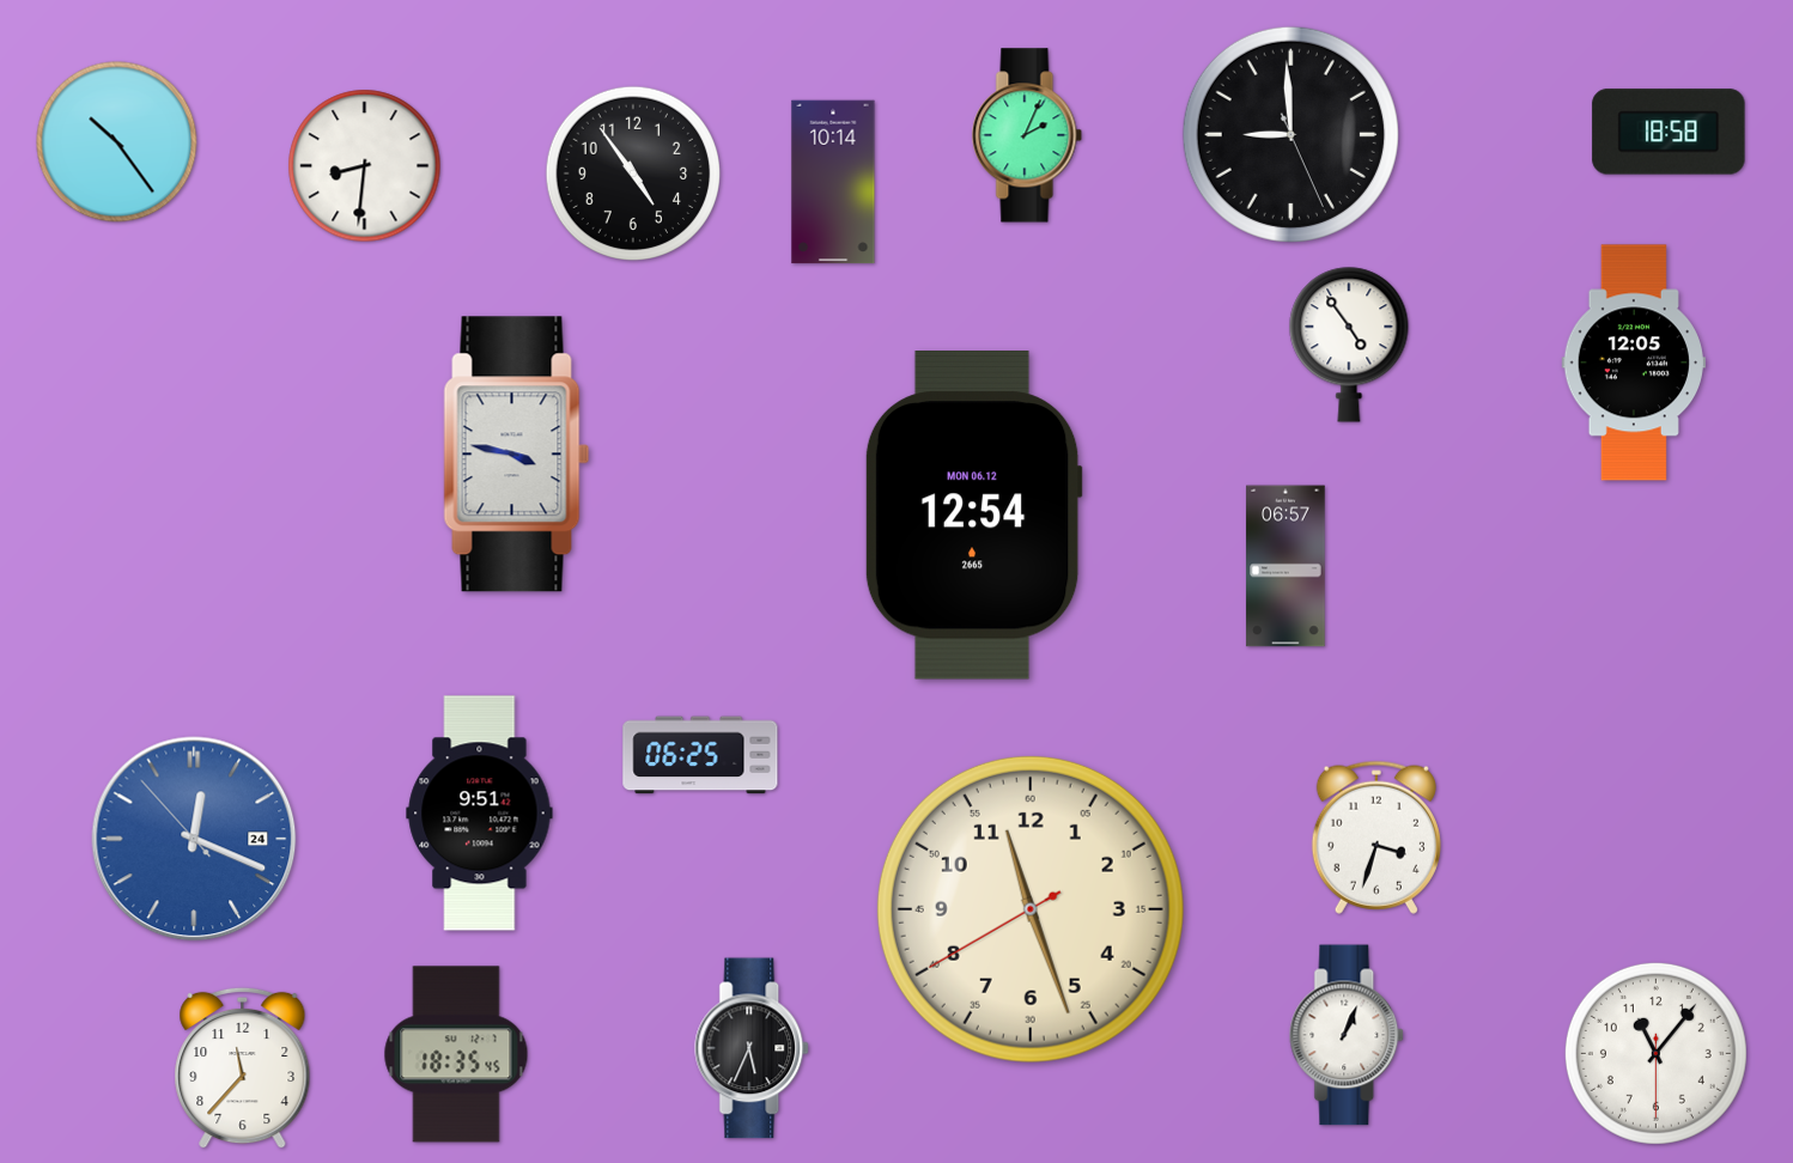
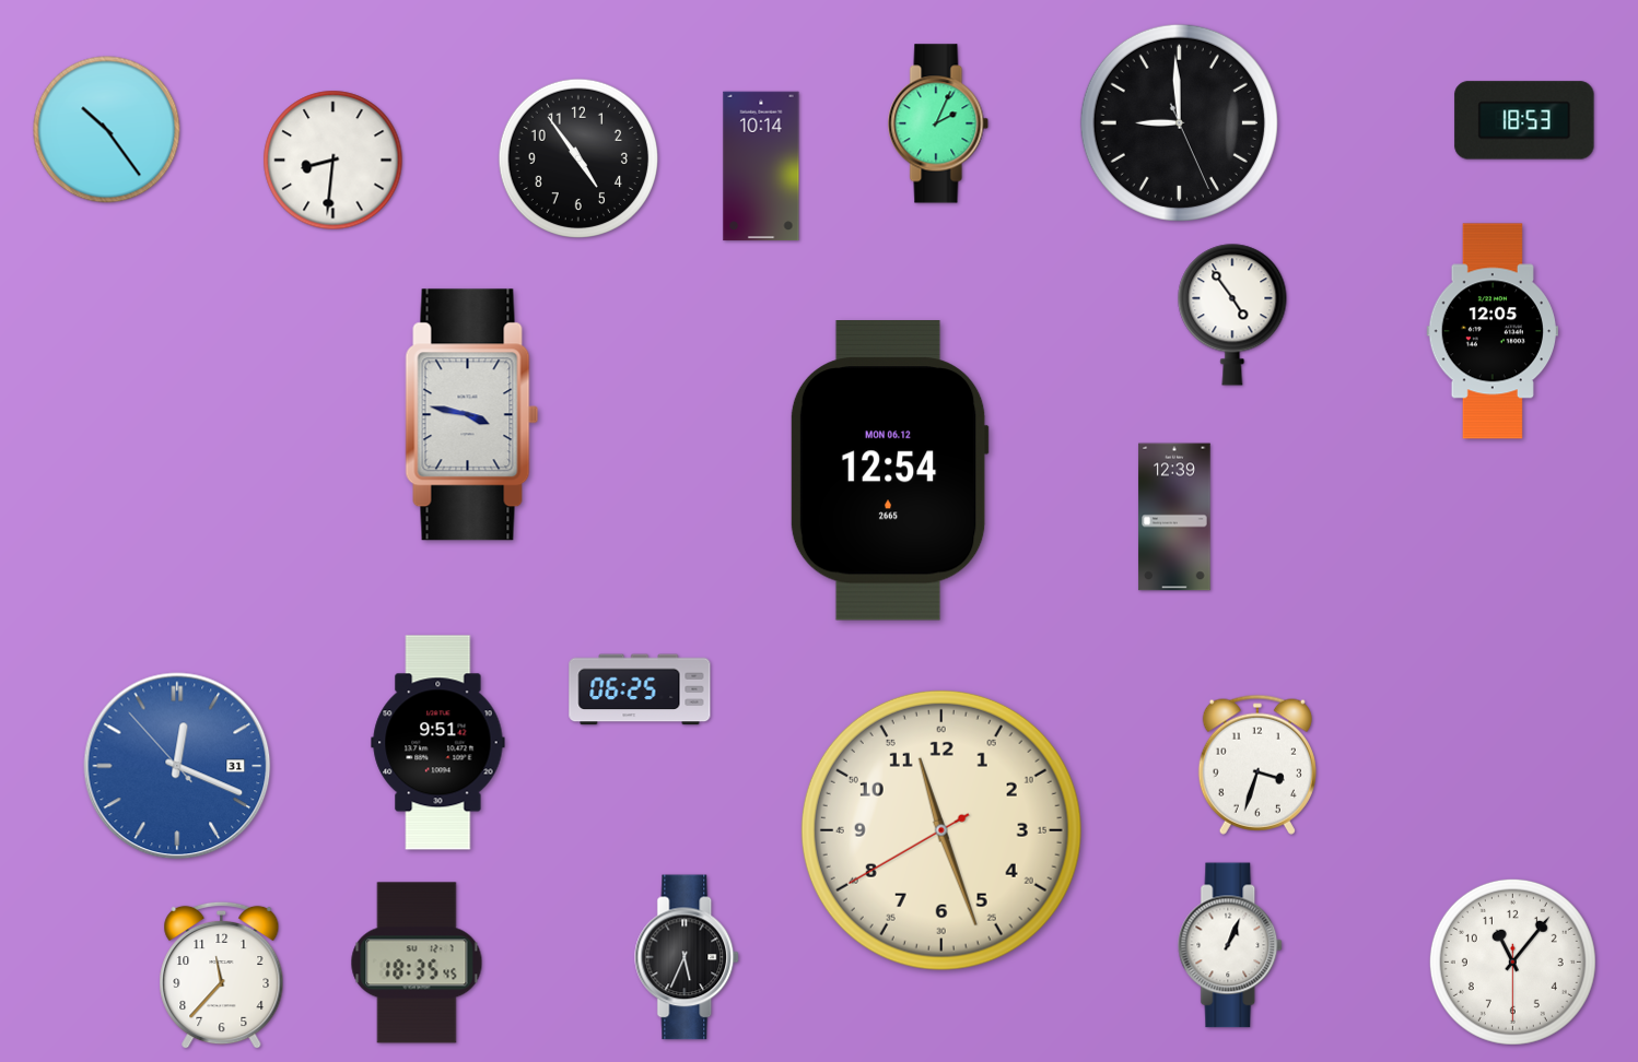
clock at (1669, 132): 18:58 -> 18:53
clock at (365, 166) position: (365, 166) -> (334, 161)
clock at (1286, 566): 06:57 -> 12:39
clock at (194, 839) date: 24 -> 31
